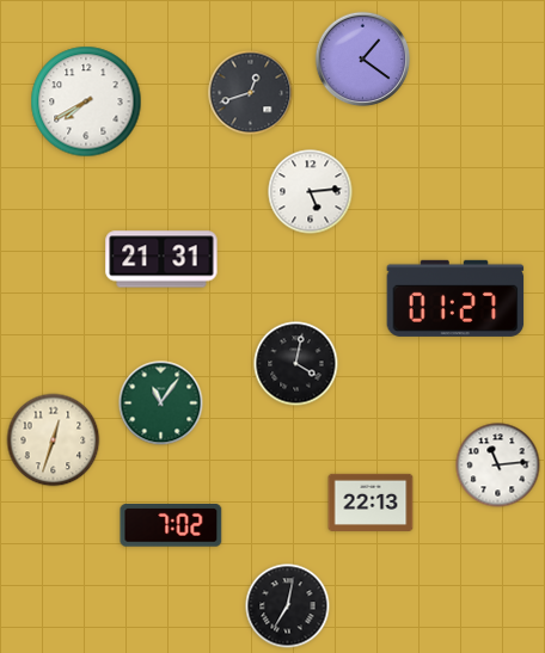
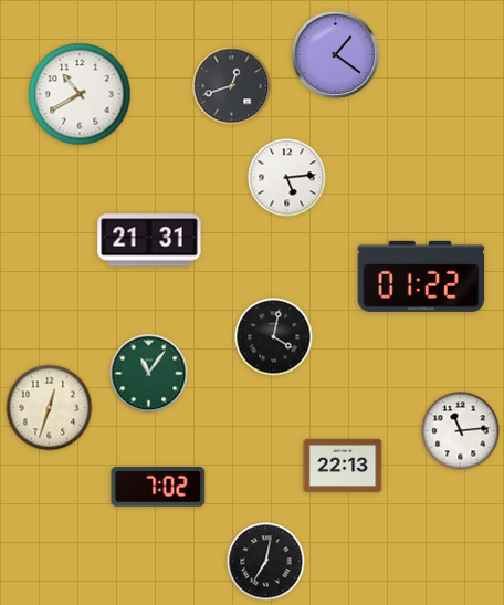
clock at (86, 101): 7:40 -> 10:40
clock at (455, 298): 01:27 -> 01:22
